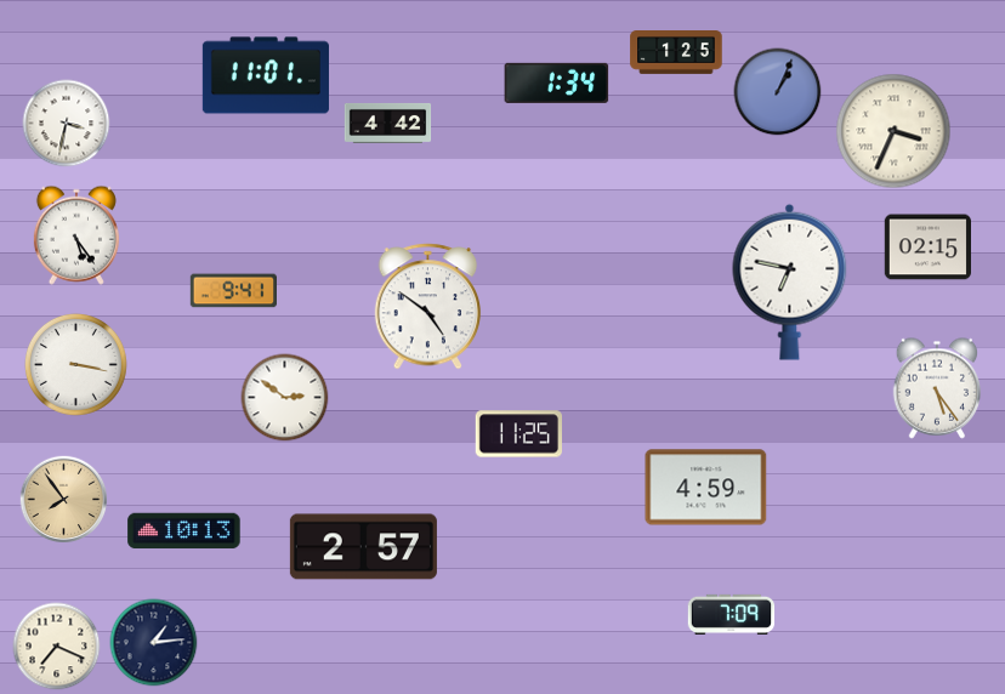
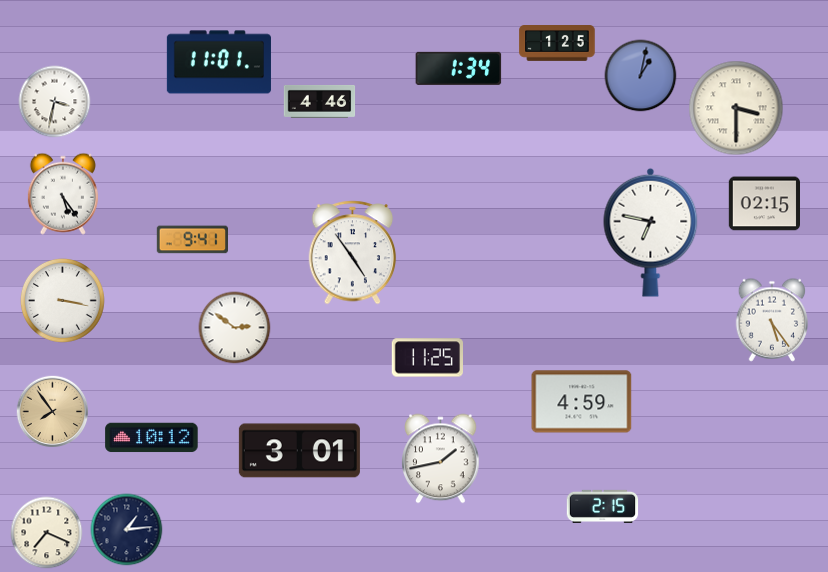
clock at (778, 92): 1:04 -> 1:02
clock at (388, 123): 4:42 -> 4:46
clock at (893, 131): 3:34 -> 3:30
clock at (428, 307): 4:51 -> 4:54
clock at (184, 531): 10:13 -> 10:12
clock at (363, 547): 2:57 -> 3:01
clock at (441, 459): none -> 1:43
clock at (732, 614): 7:09 -> 2:15
